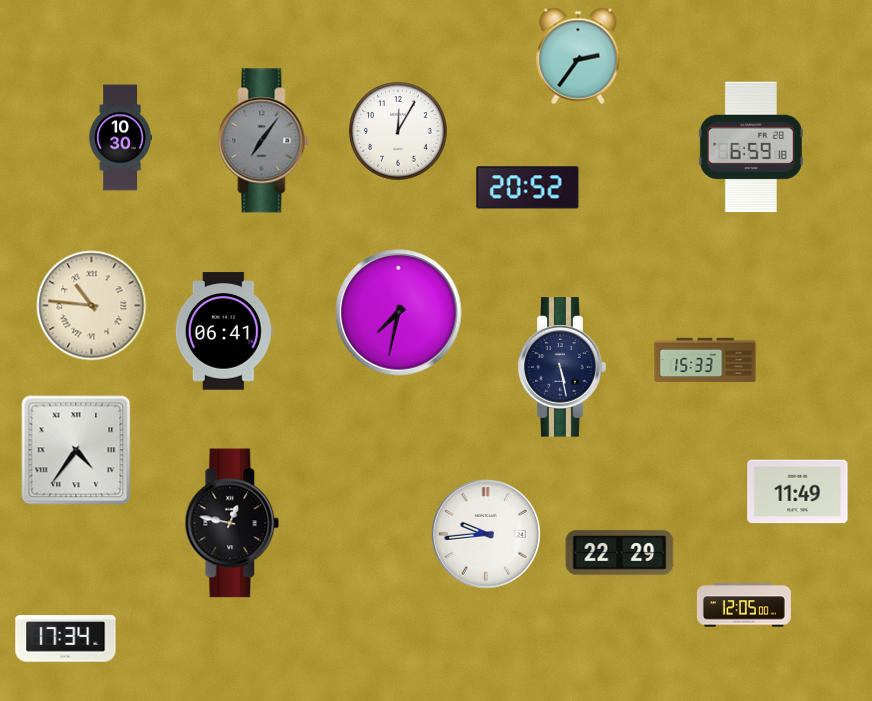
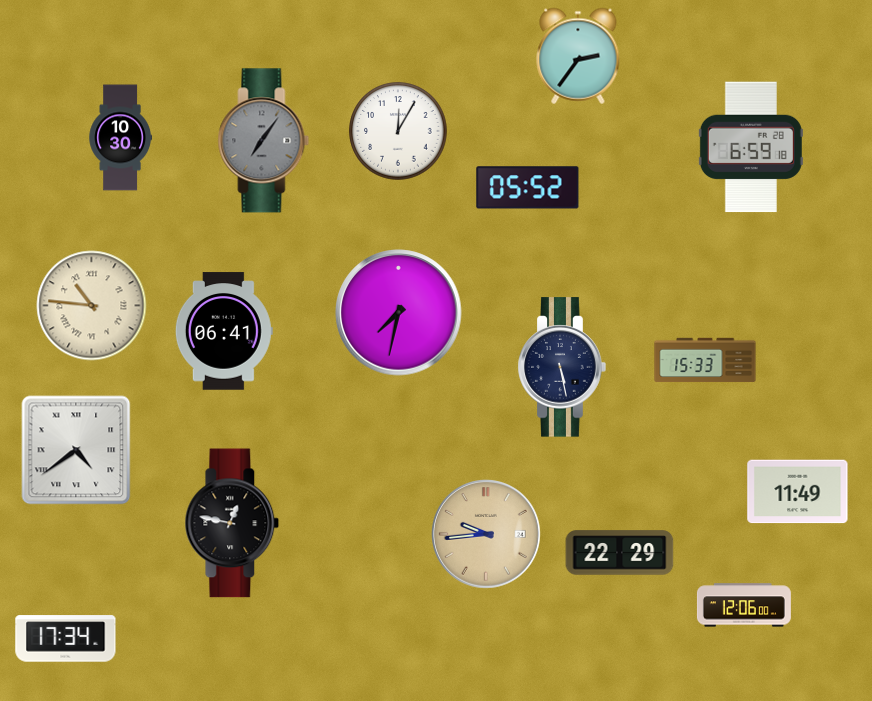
clock at (528, 188): 20:52 -> 05:52
clock at (76, 450): 4:36 -> 4:39
clock at (487, 535) dial: white -> champagne
clock at (744, 605): 12:05 -> 12:06
